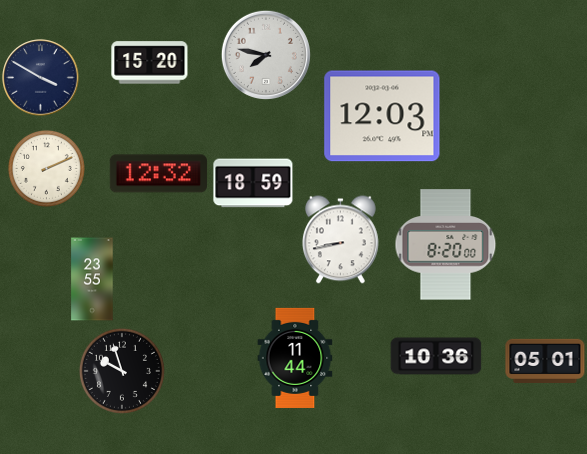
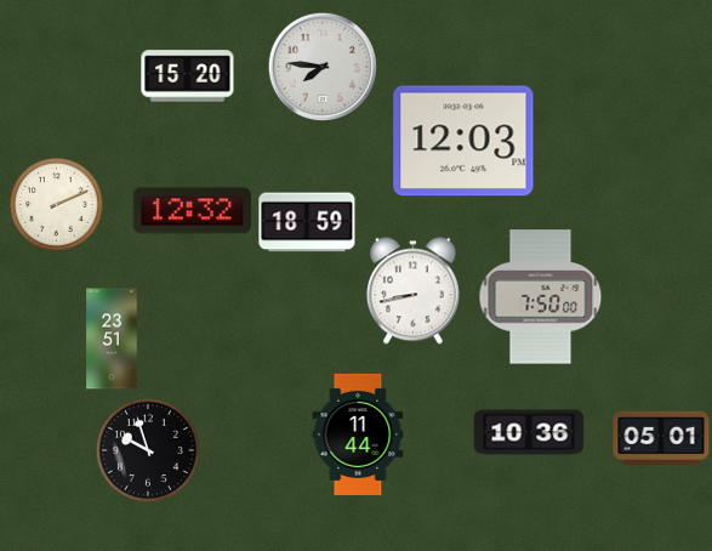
clock at (266, 55): 7:47 -> 7:46
clock at (150, 63) position: (150, 63) -> (188, 76)
clock at (41, 78): 3:50 -> none
clock at (446, 245): 8:20 -> 7:50
clock at (92, 279): 23:55 -> 23:51
